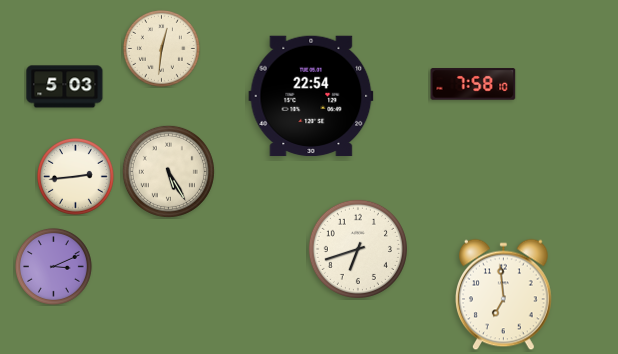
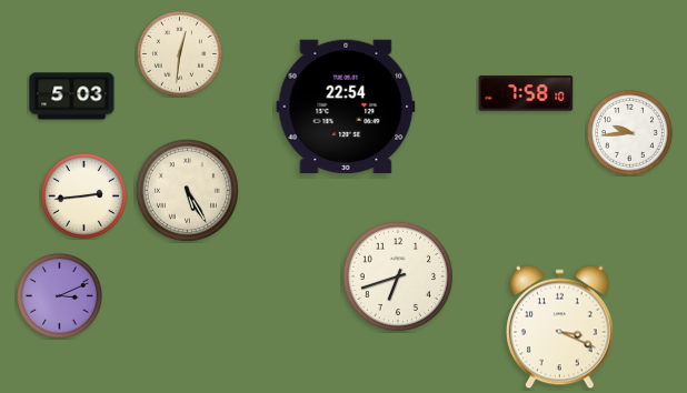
clock at (629, 132): none -> 9:44
clock at (504, 295): 6:59 -> 3:19
